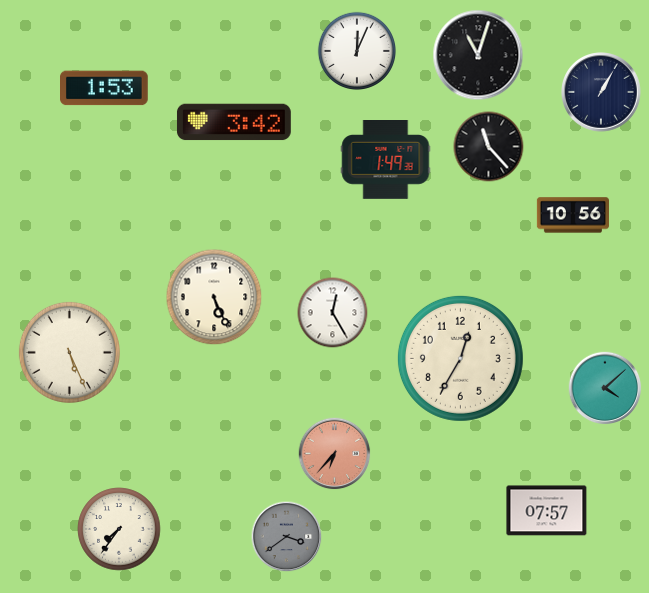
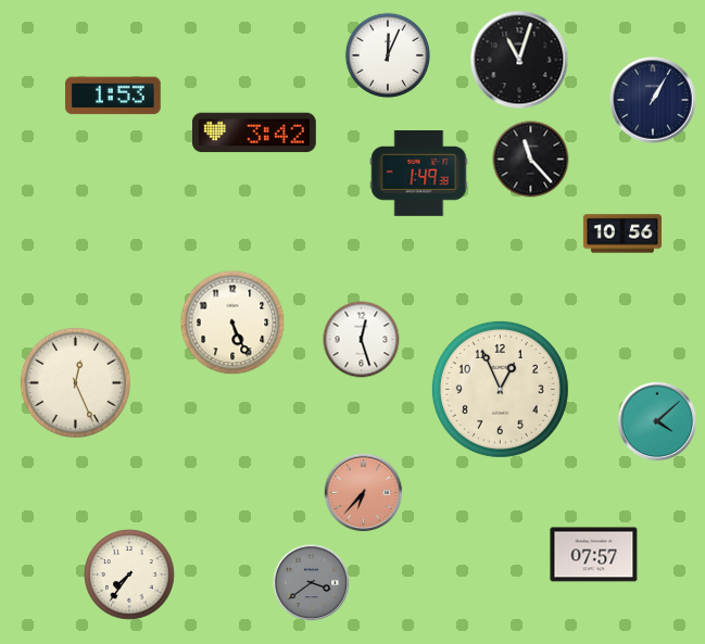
clock at (333, 313): 12:25 -> 12:27
clock at (69, 352): 5:26 -> 12:26
clock at (460, 358): 12:35 -> 12:56
